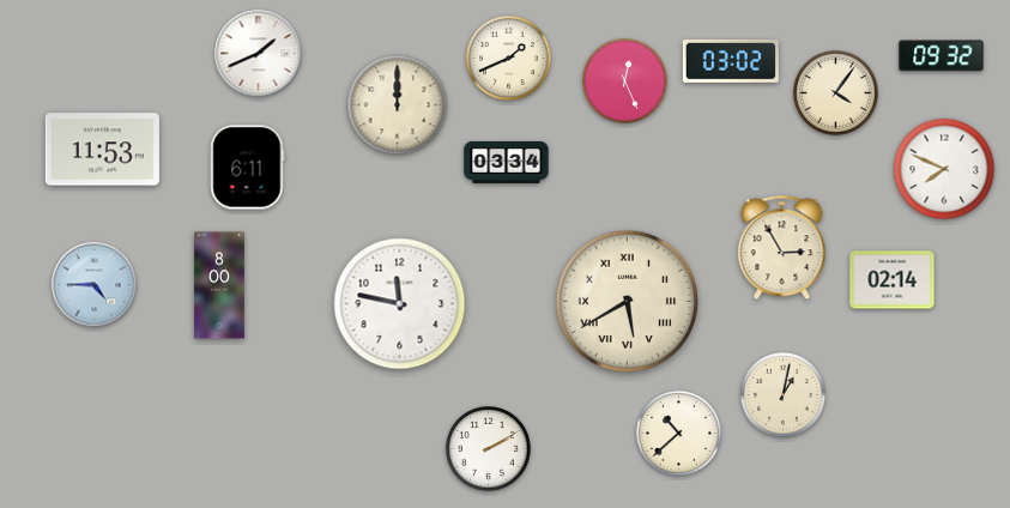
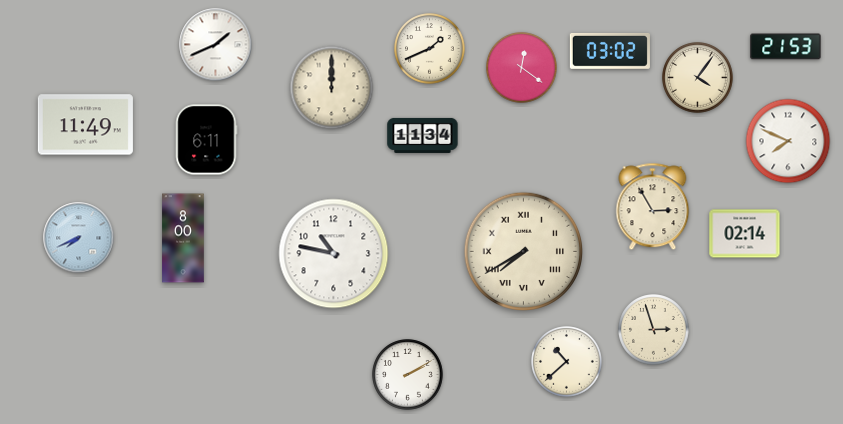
clock at (942, 56): 09:32 -> 21:53
clock at (509, 59) position: (509, 59) -> (430, 49)
clock at (625, 81): 12:26 -> 12:21
clock at (102, 150): 11:53 -> 11:49
clock at (507, 162): 03:34 -> 11:34
clock at (95, 285): 4:45 -> 7:41
clock at (627, 301): 5:40 -> 7:40
clock at (400, 304): 11:47 -> 10:47
clock at (784, 395): 1:02 -> 2:57
